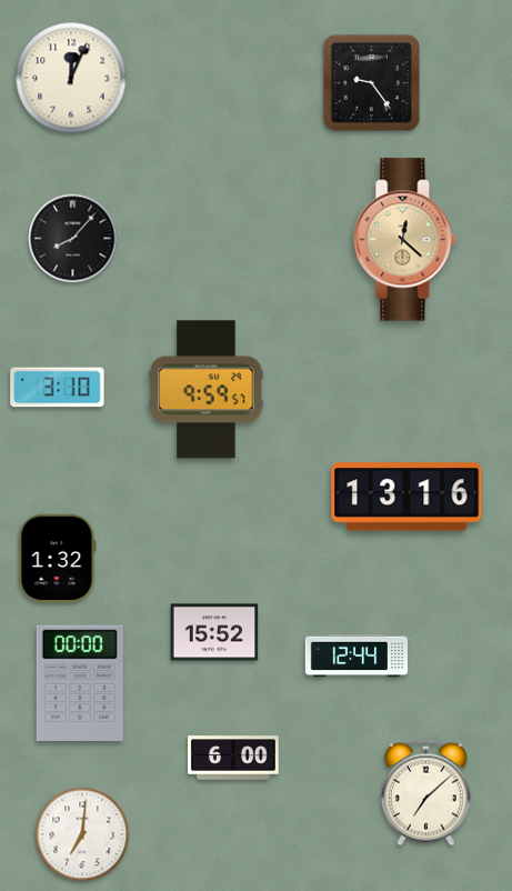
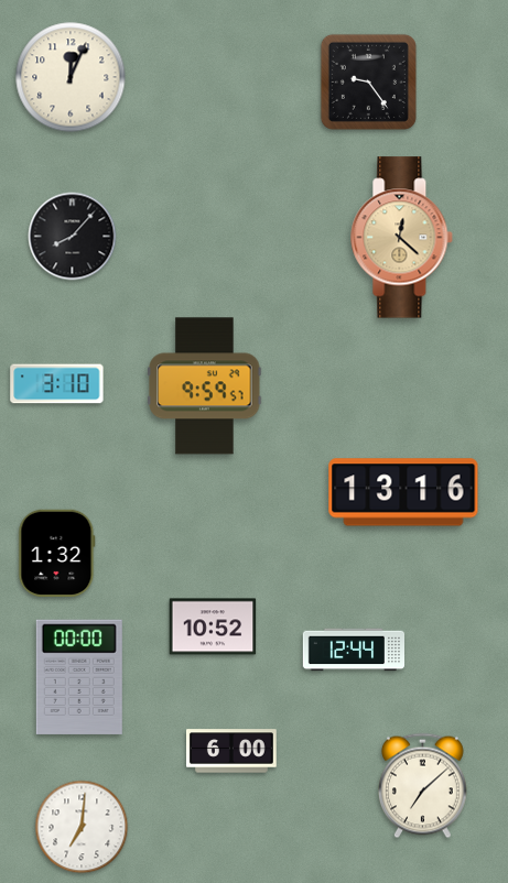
clock at (214, 632): 15:52 -> 10:52
